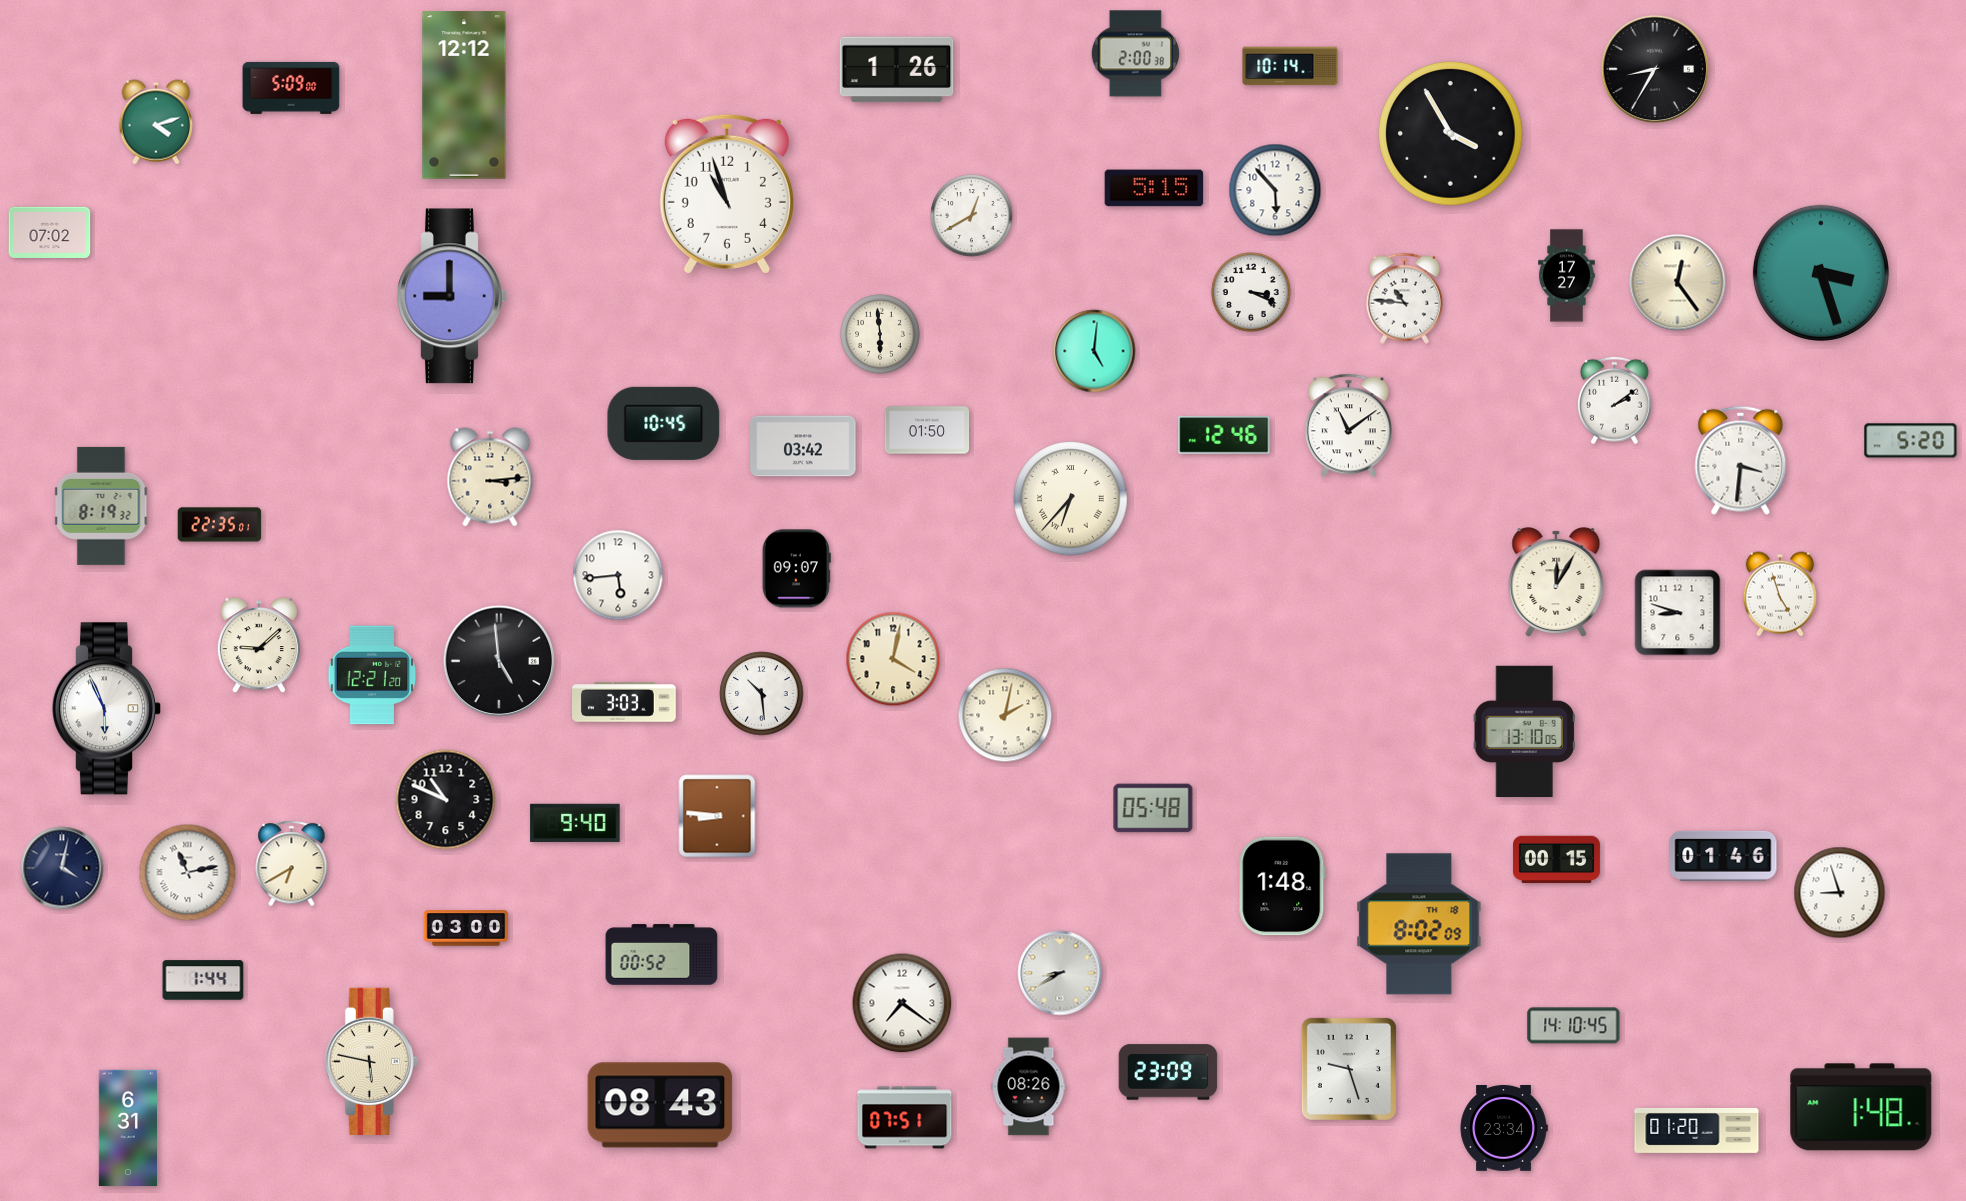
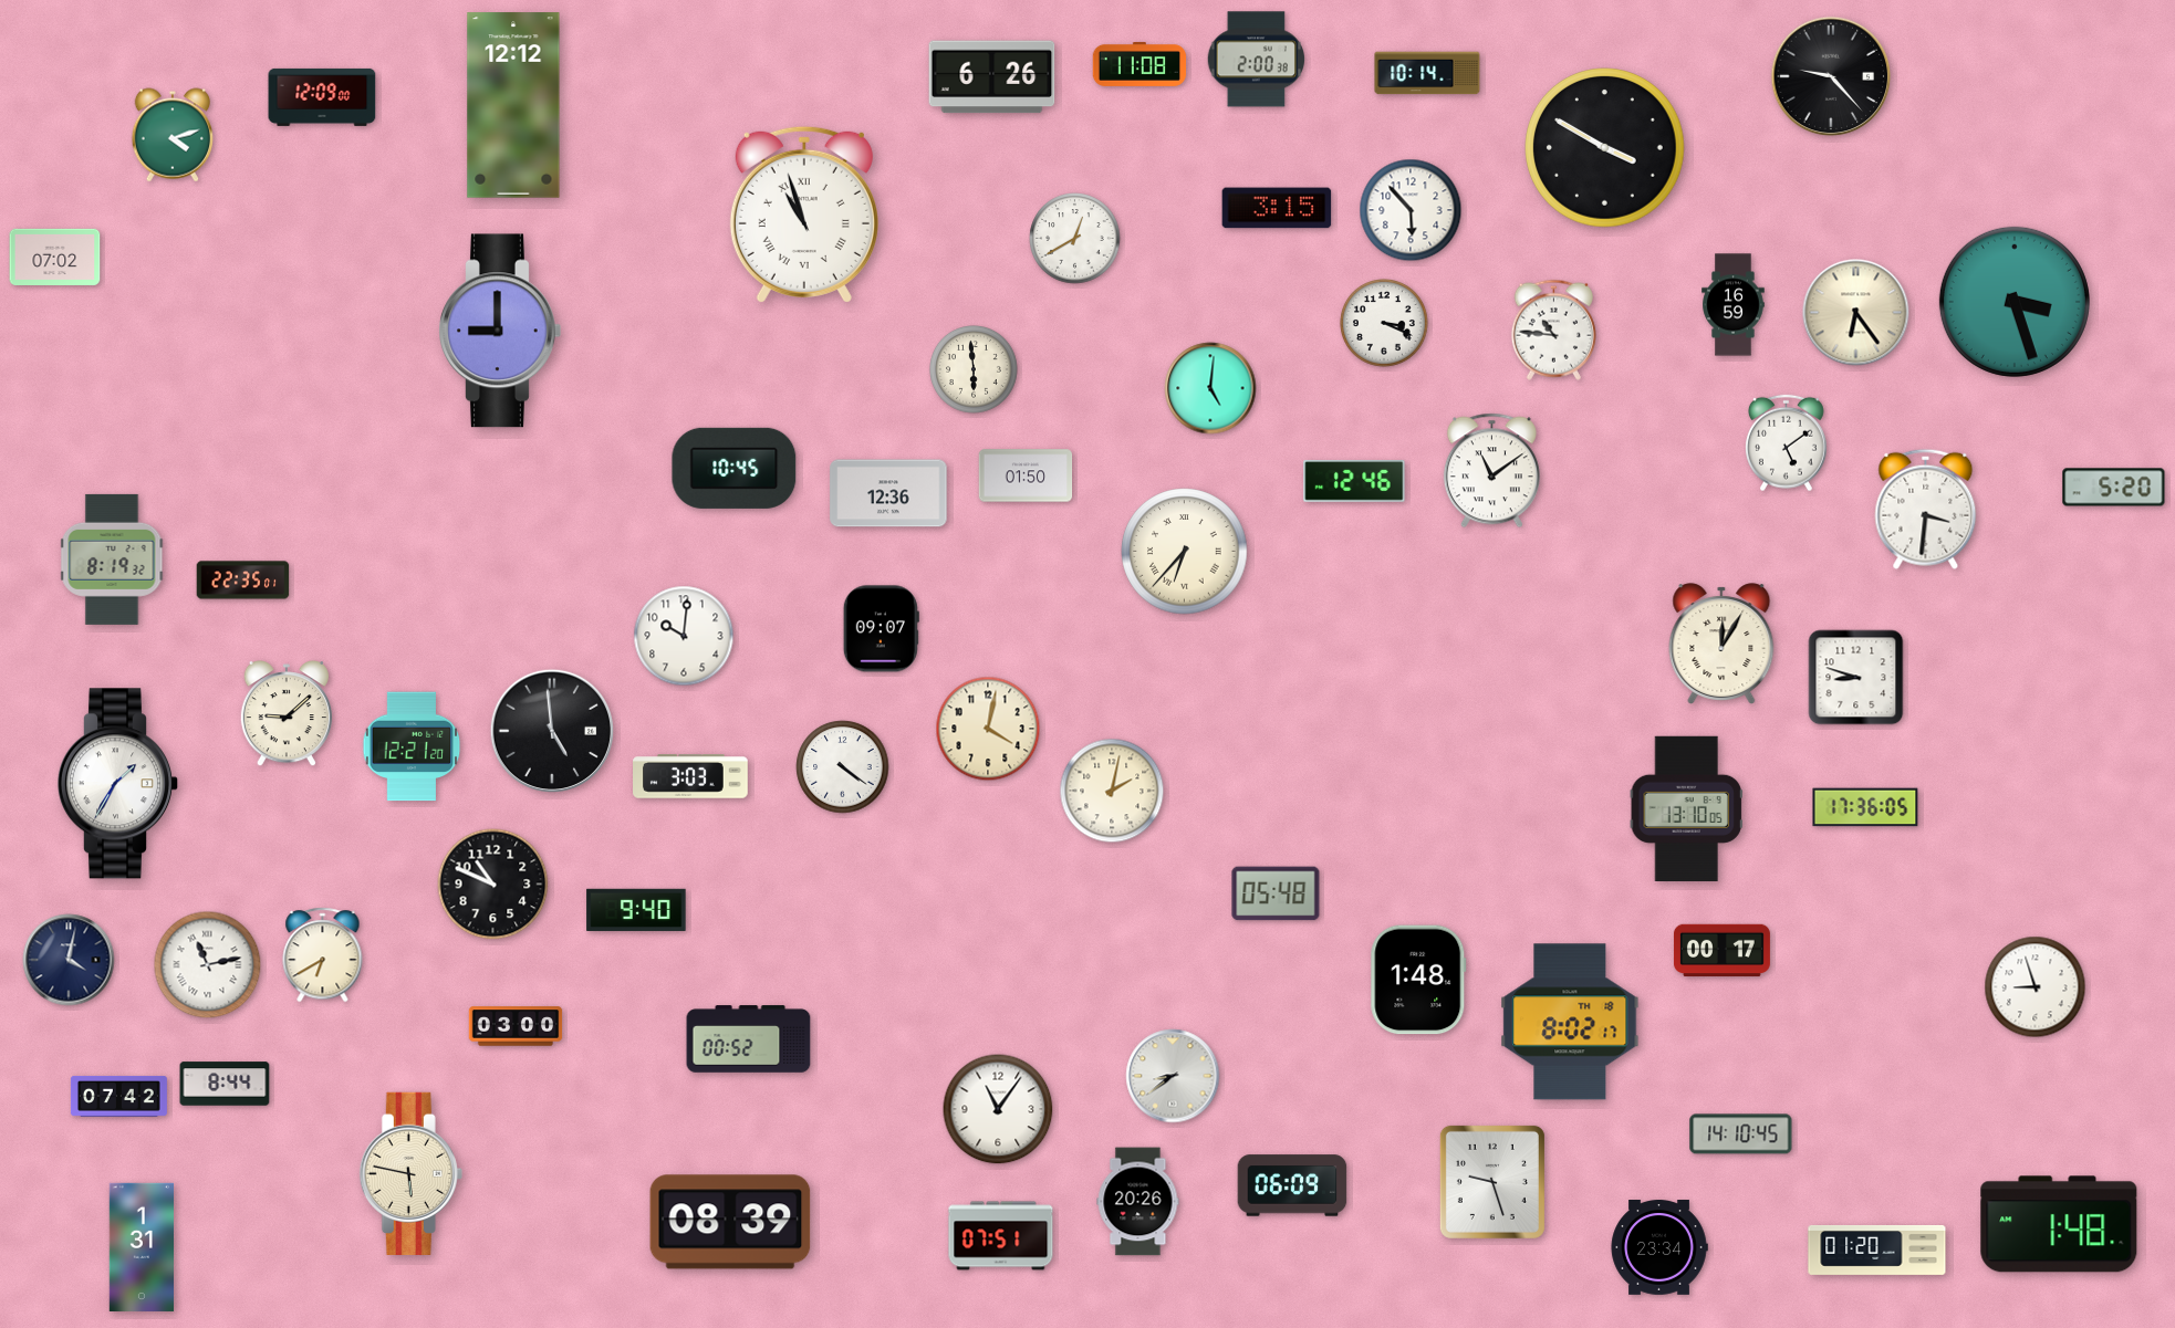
clock at (1139, 64): none -> 11:08
clock at (1655, 69): 8:35 -> 9:23
clock at (897, 70): 1:26 -> 6:26
clock at (291, 88): 5:09 -> 12:09
clock at (1451, 134): 3:55 -> 3:50
clock at (1154, 188): 5:15 -> 3:15
clock at (727, 194) numerals: Arabic -> Roman
clock at (1567, 276): 17:27 -> 16:59
clock at (1678, 283): 12:24 -> 6:24
clock at (452, 296) position: (452, 296) -> (500, 331)
clock at (1615, 401): 2:09 -> 5:09
clock at (803, 446): 03:42 -> 12:36
clock at (490, 477): 3:14 -> none
clock at (618, 575): 5:44 -> 10:01
clock at (1779, 594): 4:57 -> none
clock at (762, 694): 10:29 -> 4:21
clock at (106, 709): 5:56 -> 1:35
clock at (1865, 807): none -> 17:36
clock at (717, 816): 8:46 -> none
clock at (1723, 856): 01:46 -> none
clock at (1556, 860): 00:15 -> 00:17
clock at (1419, 924): 8:02:09 -> 8:02:17
clock at (662, 955) position: (662, 955) -> (749, 1039)
clock at (1060, 973): 8:40 -> 8:39
clock at (203, 980): 1:44 -> 8:44
clock at (118, 1096): none -> 07:42
clock at (902, 1003): 7:21 -> 11:06
clock at (1168, 1072): 23:09 -> 06:09
clock at (1029, 1087): 08:26 -> 20:26
clock at (660, 1105): 08:43 -> 08:39
clock at (127, 1127): 6:31 -> 1:31
clock at (1504, 1129) position: (1504, 1129) -> (1659, 1248)
